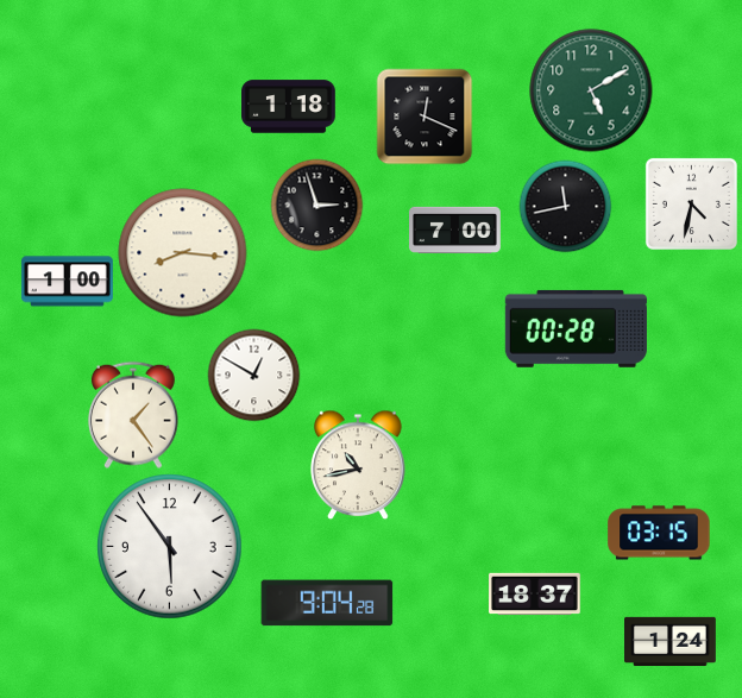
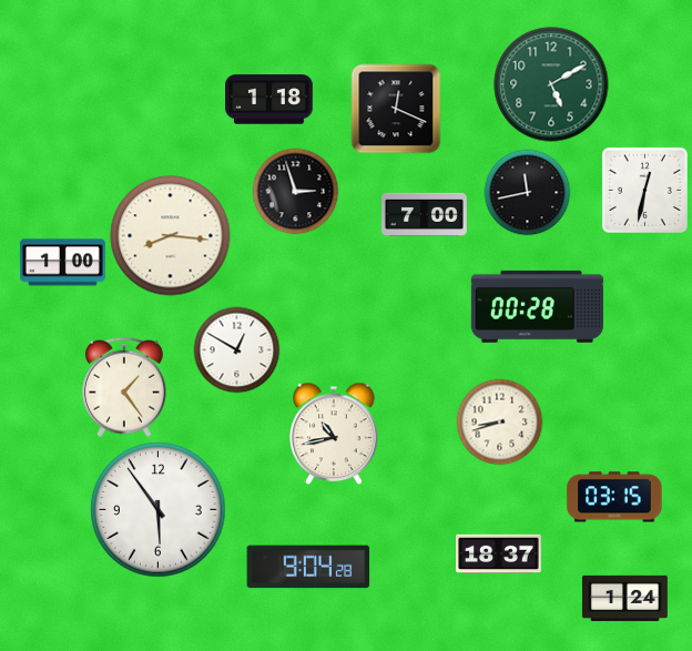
clock at (691, 203): 4:32 -> 12:32
clock at (499, 421): none -> 8:42
clock at (327, 603) position: (327, 603) -> (308, 567)
